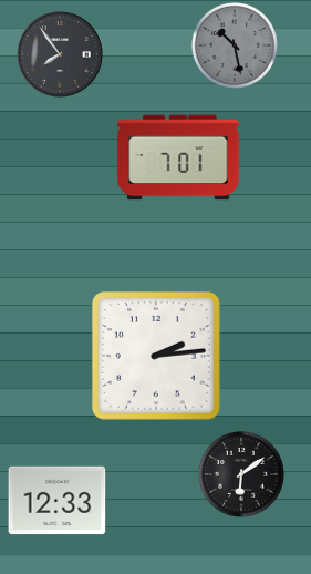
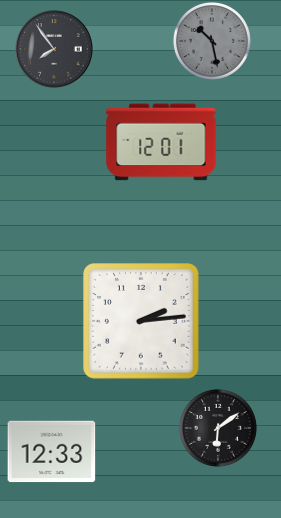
clock at (178, 157): 7:01 -> 12:01
